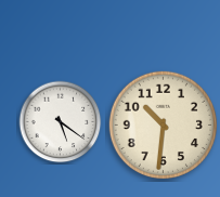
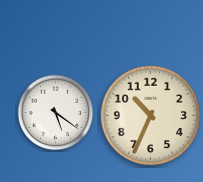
clock at (164, 126): 10:31 -> 10:34
